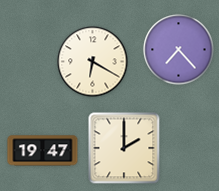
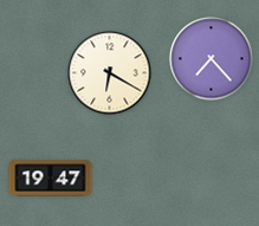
clock at (124, 148): 2:00 -> none
